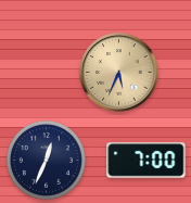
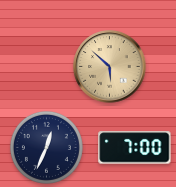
clock at (119, 73): 5:34 -> 5:52
clock at (46, 160) position: (46, 160) -> (46, 147)
